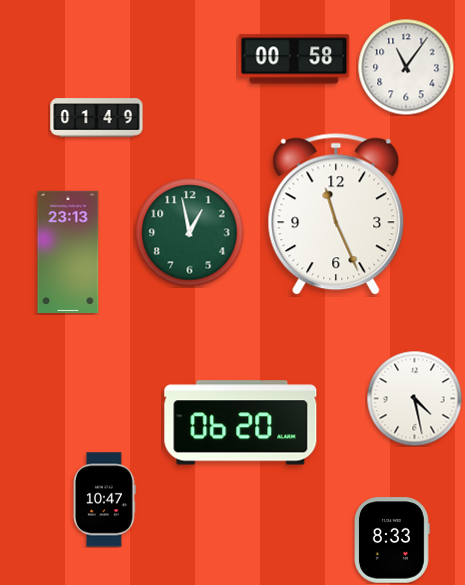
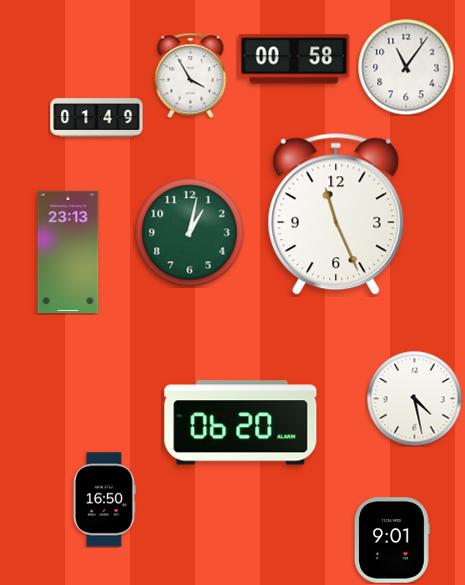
clock at (191, 75): none -> 3:55
clock at (190, 233): 12:58 -> 1:02
clock at (105, 500): 10:47 -> 16:50
clock at (393, 540): 8:33 -> 9:01
